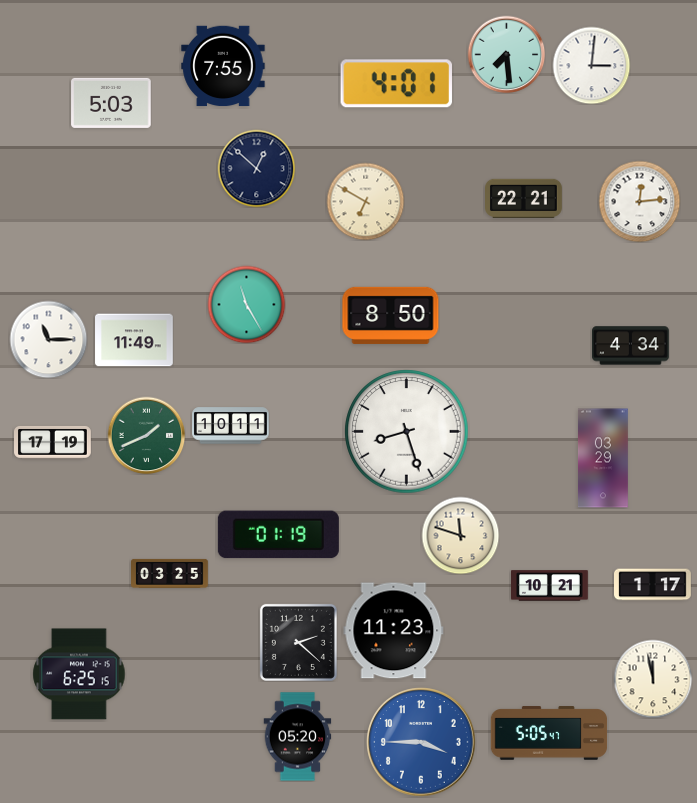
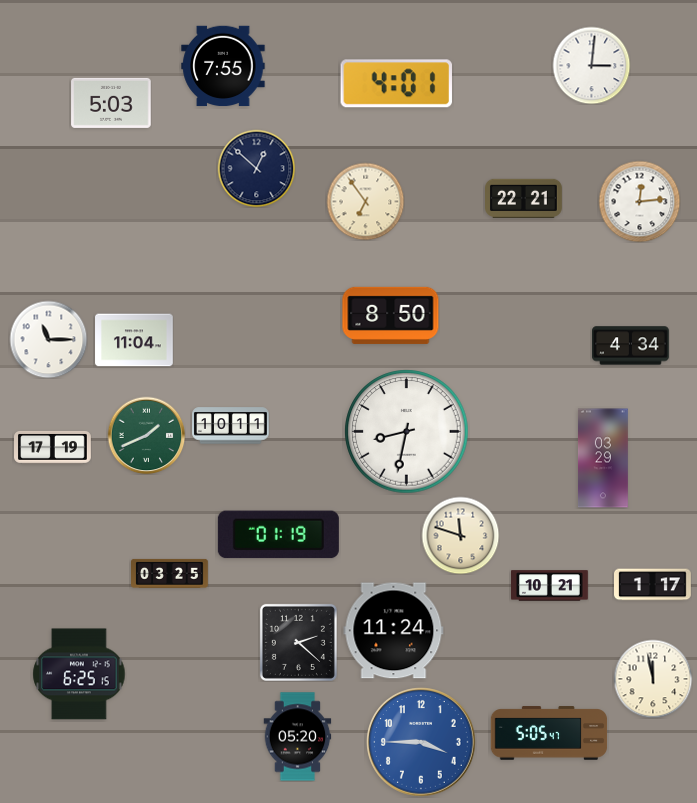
clock at (506, 54): 7:29 -> none
clock at (365, 201): 6:50 -> 6:54
clock at (246, 304): 11:25 -> none
clock at (134, 340): 11:49 -> 11:04
clock at (407, 432): 8:27 -> 8:32
clock at (53, 442) position: (53, 442) -> (53, 447)
clock at (394, 631): 11:23 -> 11:24
